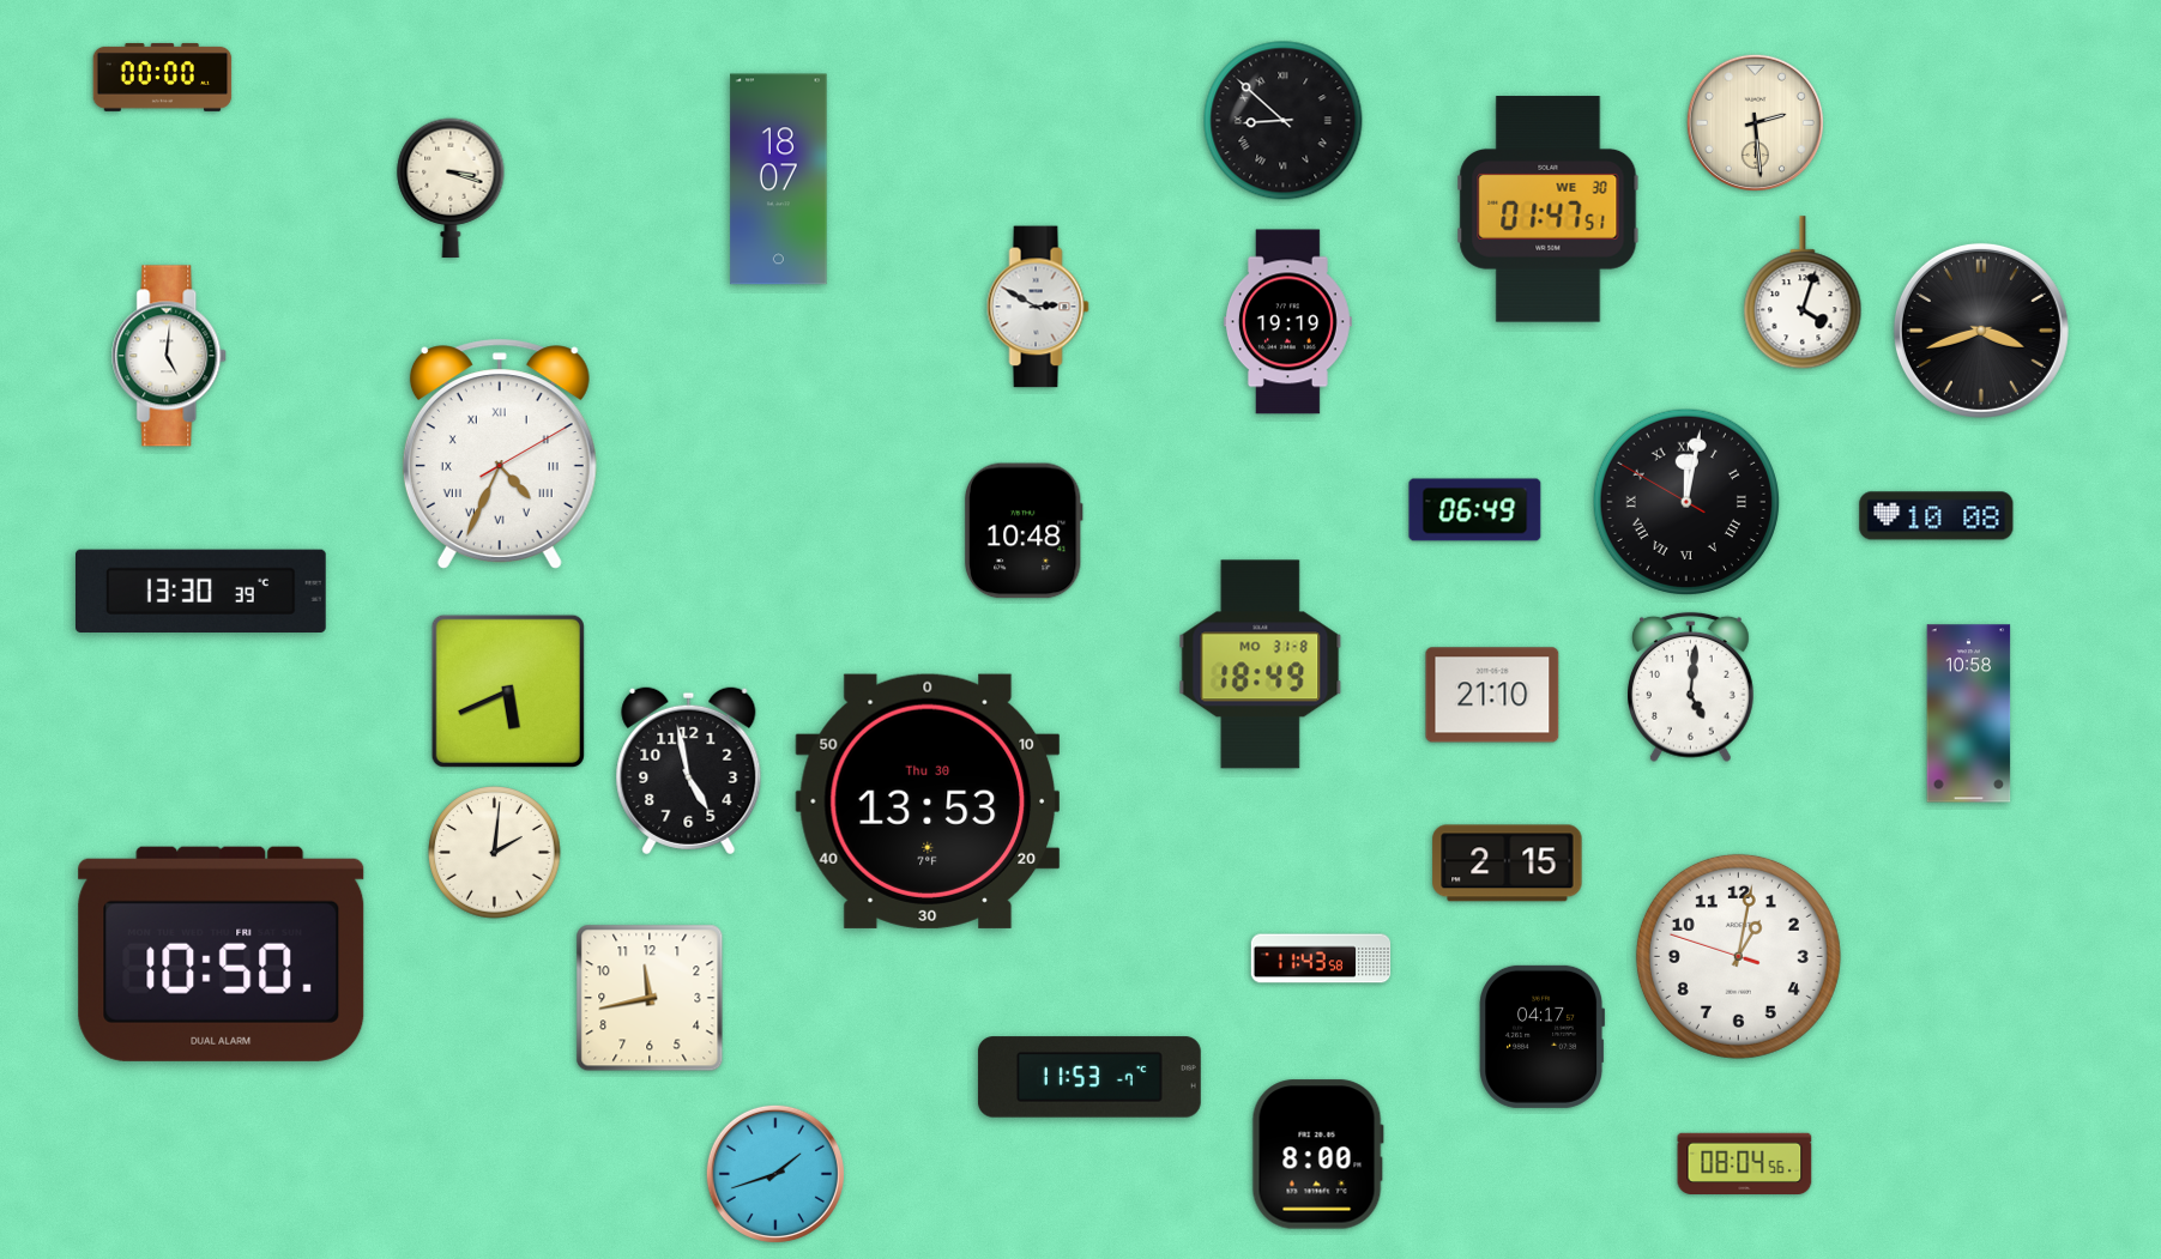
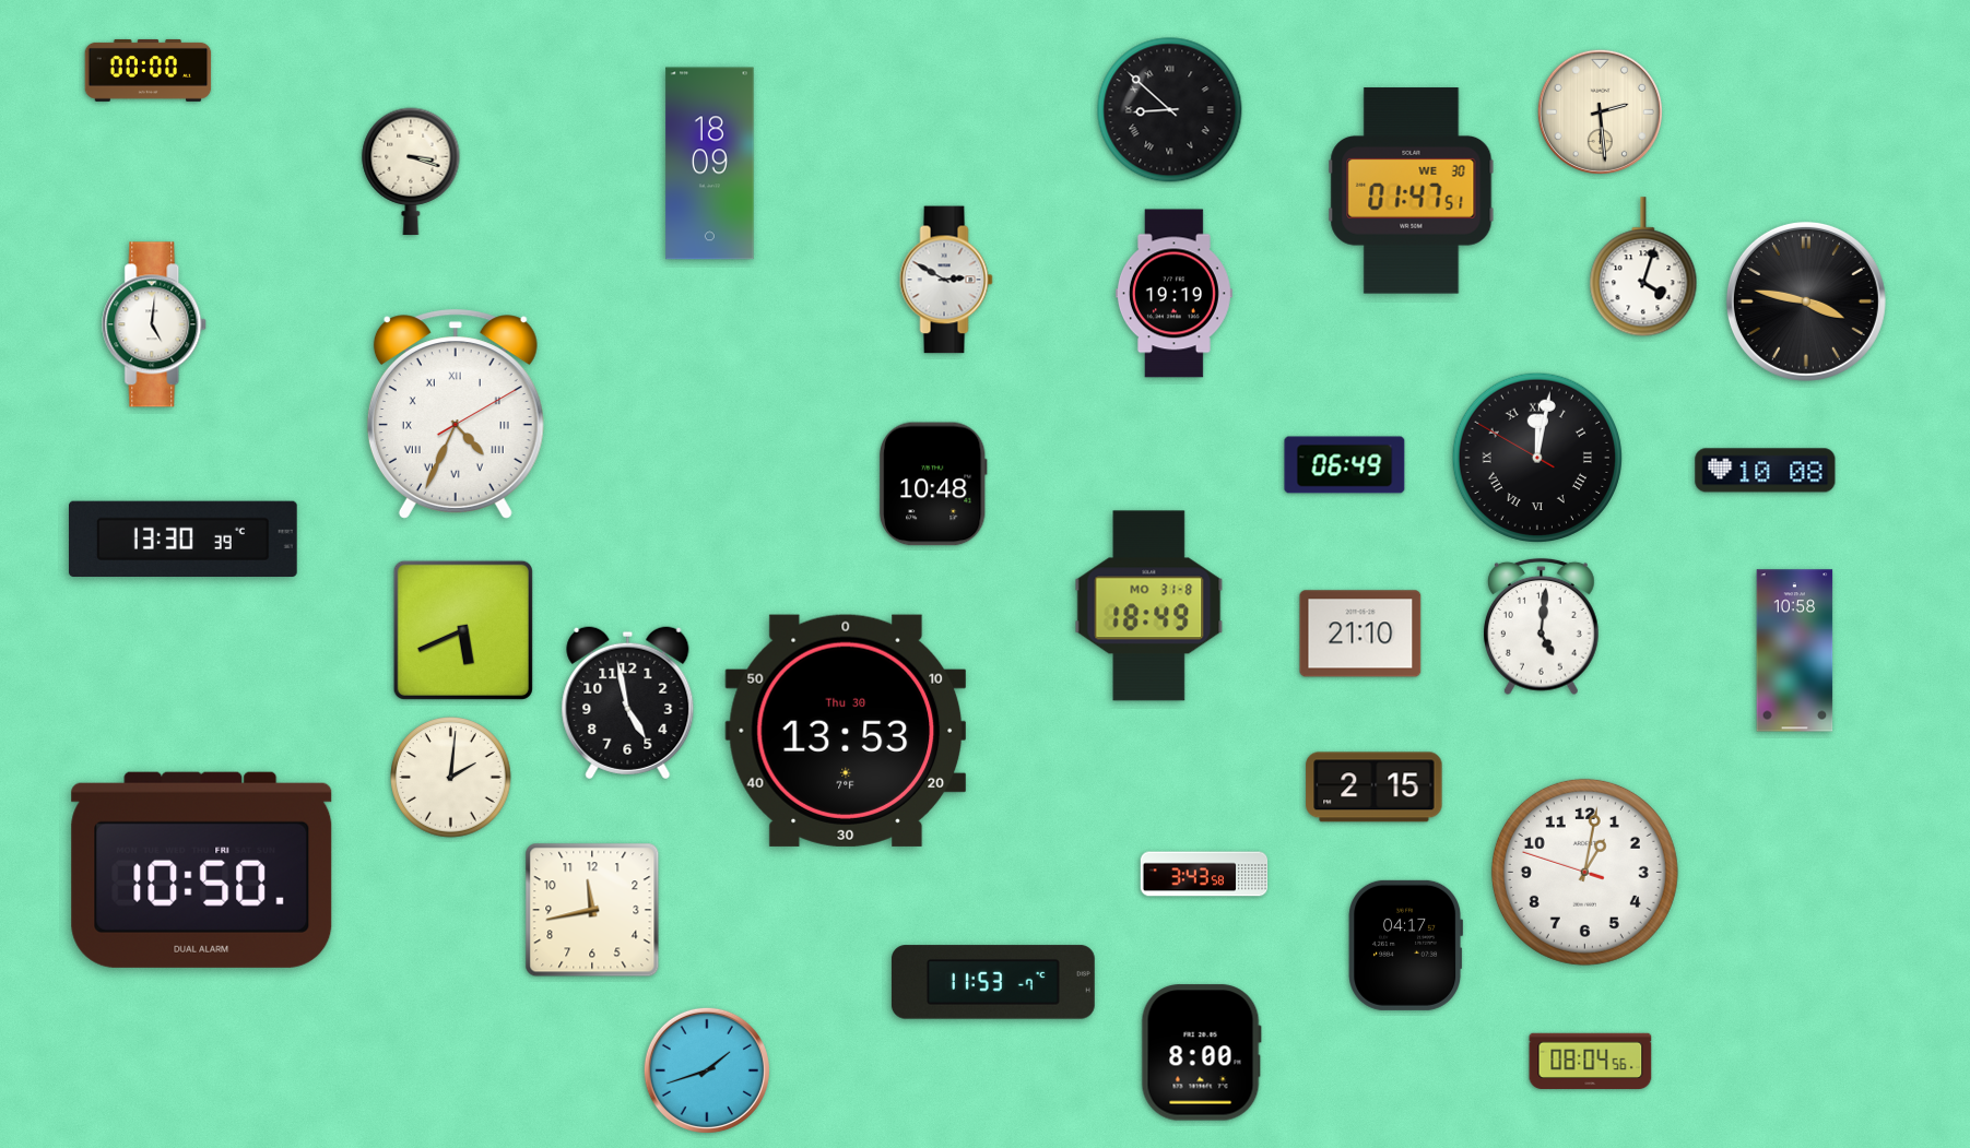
clock at (779, 180): 18:07 -> 18:09
clock at (1981, 331): 3:42 -> 3:47
clock at (1321, 958): 11:43 -> 3:43
